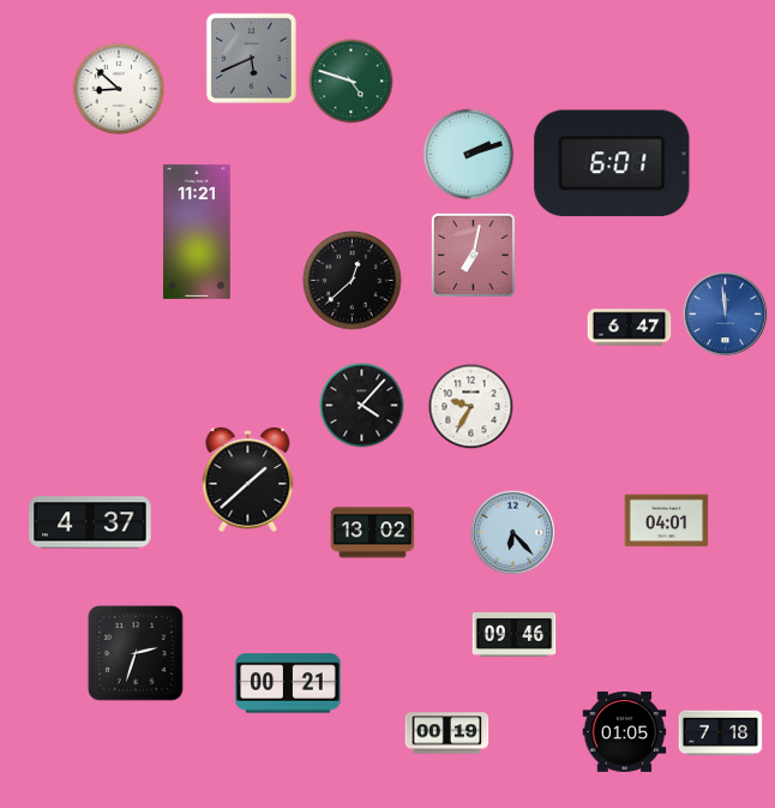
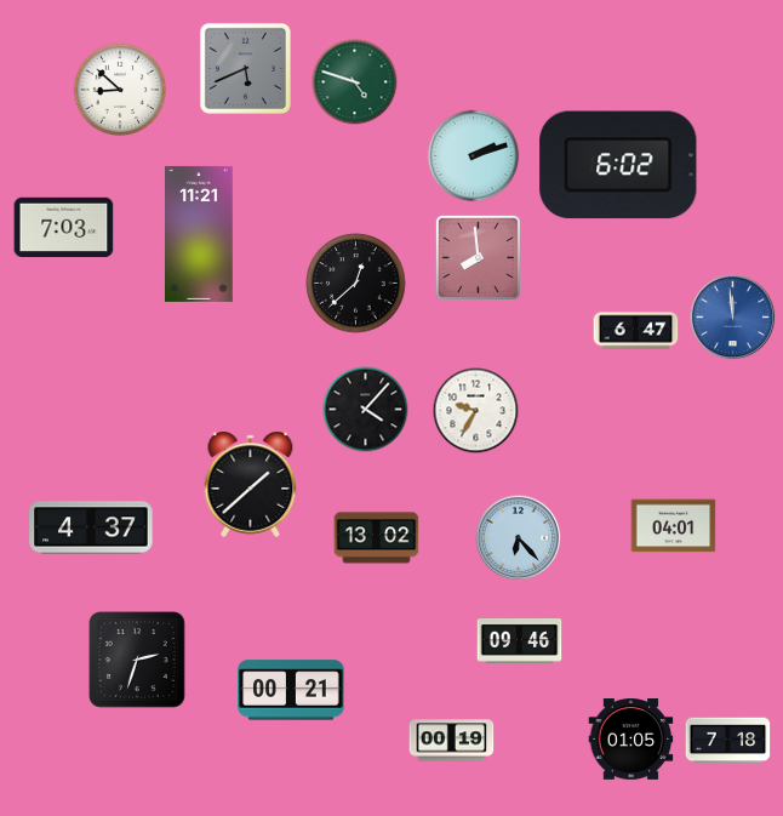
clock at (251, 58) position: (251, 58) -> (245, 68)
clock at (612, 163): 6:01 -> 6:02
clock at (64, 227): none -> 7:03
clock at (473, 255): 7:02 -> 7:59
